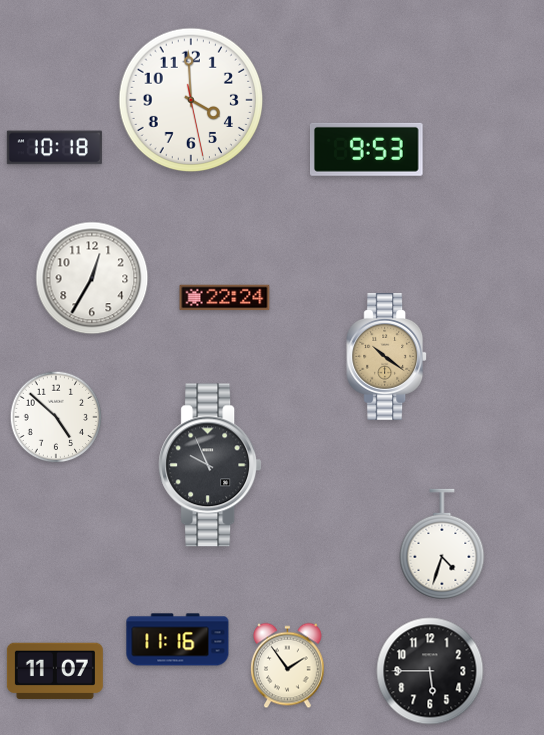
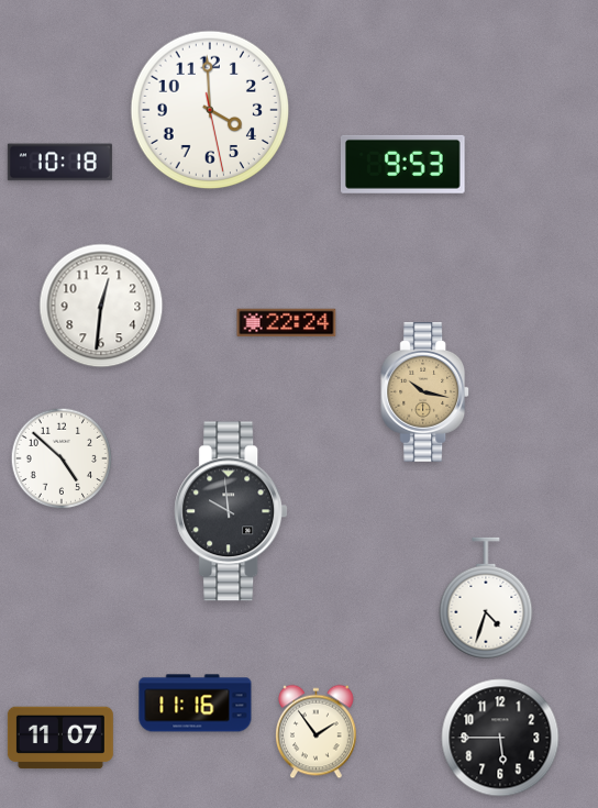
clock at (92, 278): 12:35 -> 12:31
clock at (225, 298) position: (225, 298) -> (287, 323)
clock at (387, 357): 10:21 -> 10:17
clock at (210, 465): 9:56 -> 9:59
clock at (430, 671) position: (430, 671) -> (500, 738)
